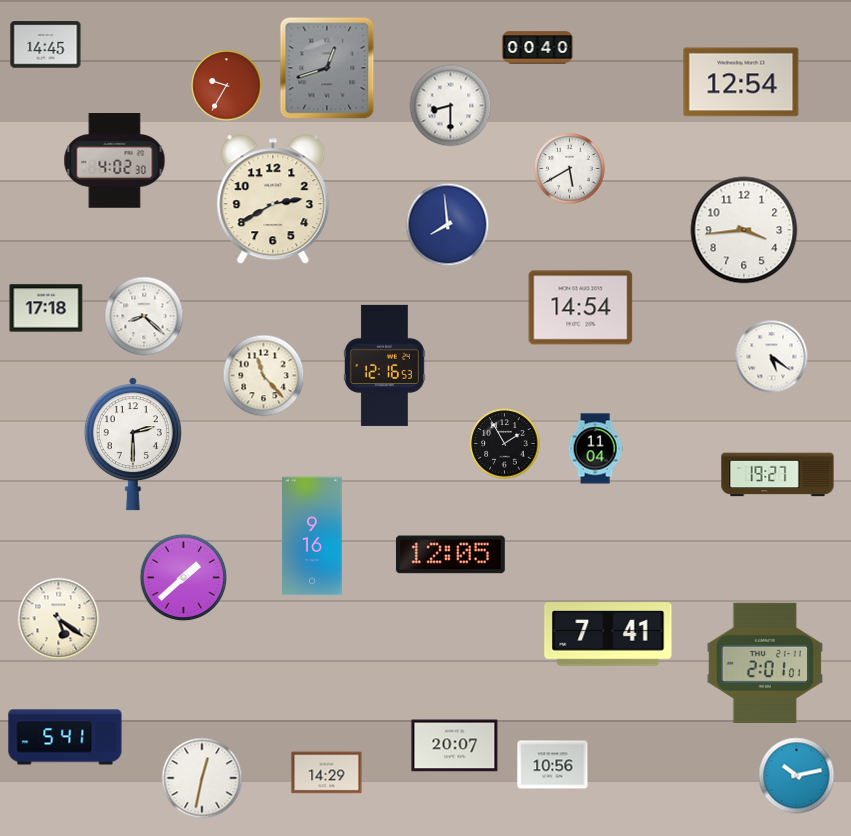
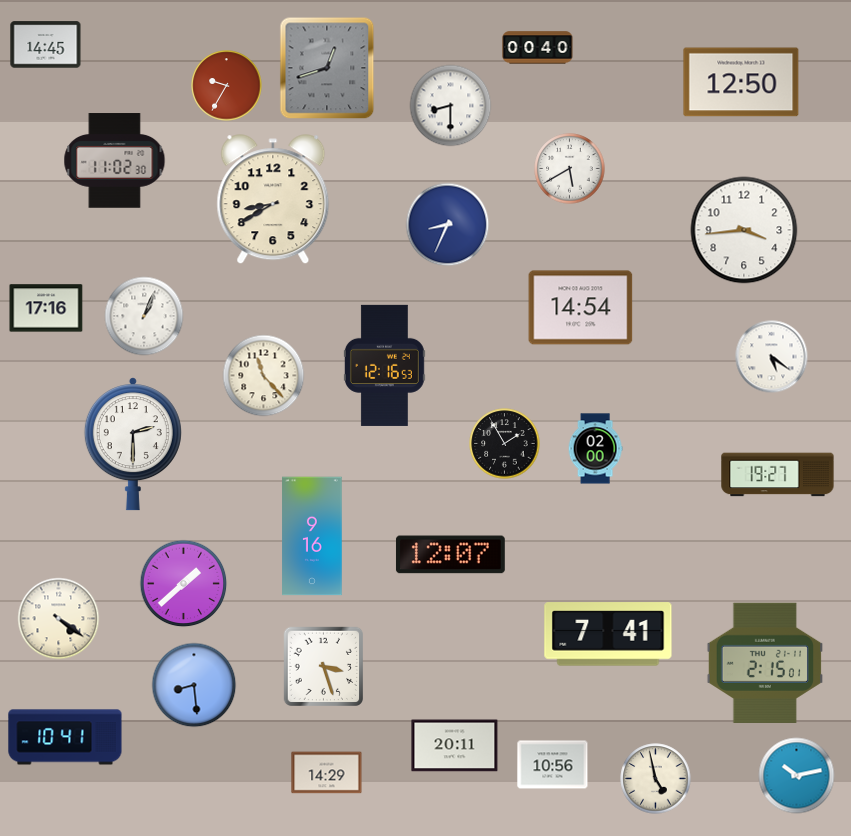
clock at (741, 82): 12:54 -> 12:50
clock at (115, 161): 4:02 -> 11:02
clock at (273, 200): 2:40 -> 8:40
clock at (448, 225): 7:59 -> 8:34
clock at (46, 308): 17:18 -> 17:16
clock at (144, 316): 8:22 -> 1:04
clock at (595, 449): 11:04 -> 02:00
clock at (450, 555): 12:05 -> 12:07
clock at (184, 578) position: (184, 578) -> (184, 584)
clock at (59, 619): 5:21 -> 4:21
clock at (765, 663): 2:01 -> 2:15
clock at (323, 666): none -> 3:27
clock at (194, 685): none -> 8:29
clock at (65, 737): 5:41 -> 10:41
clock at (455, 746): 20:07 -> 20:11
clock at (202, 778): 12:32 -> none
clock at (656, 779): none -> 4:58
